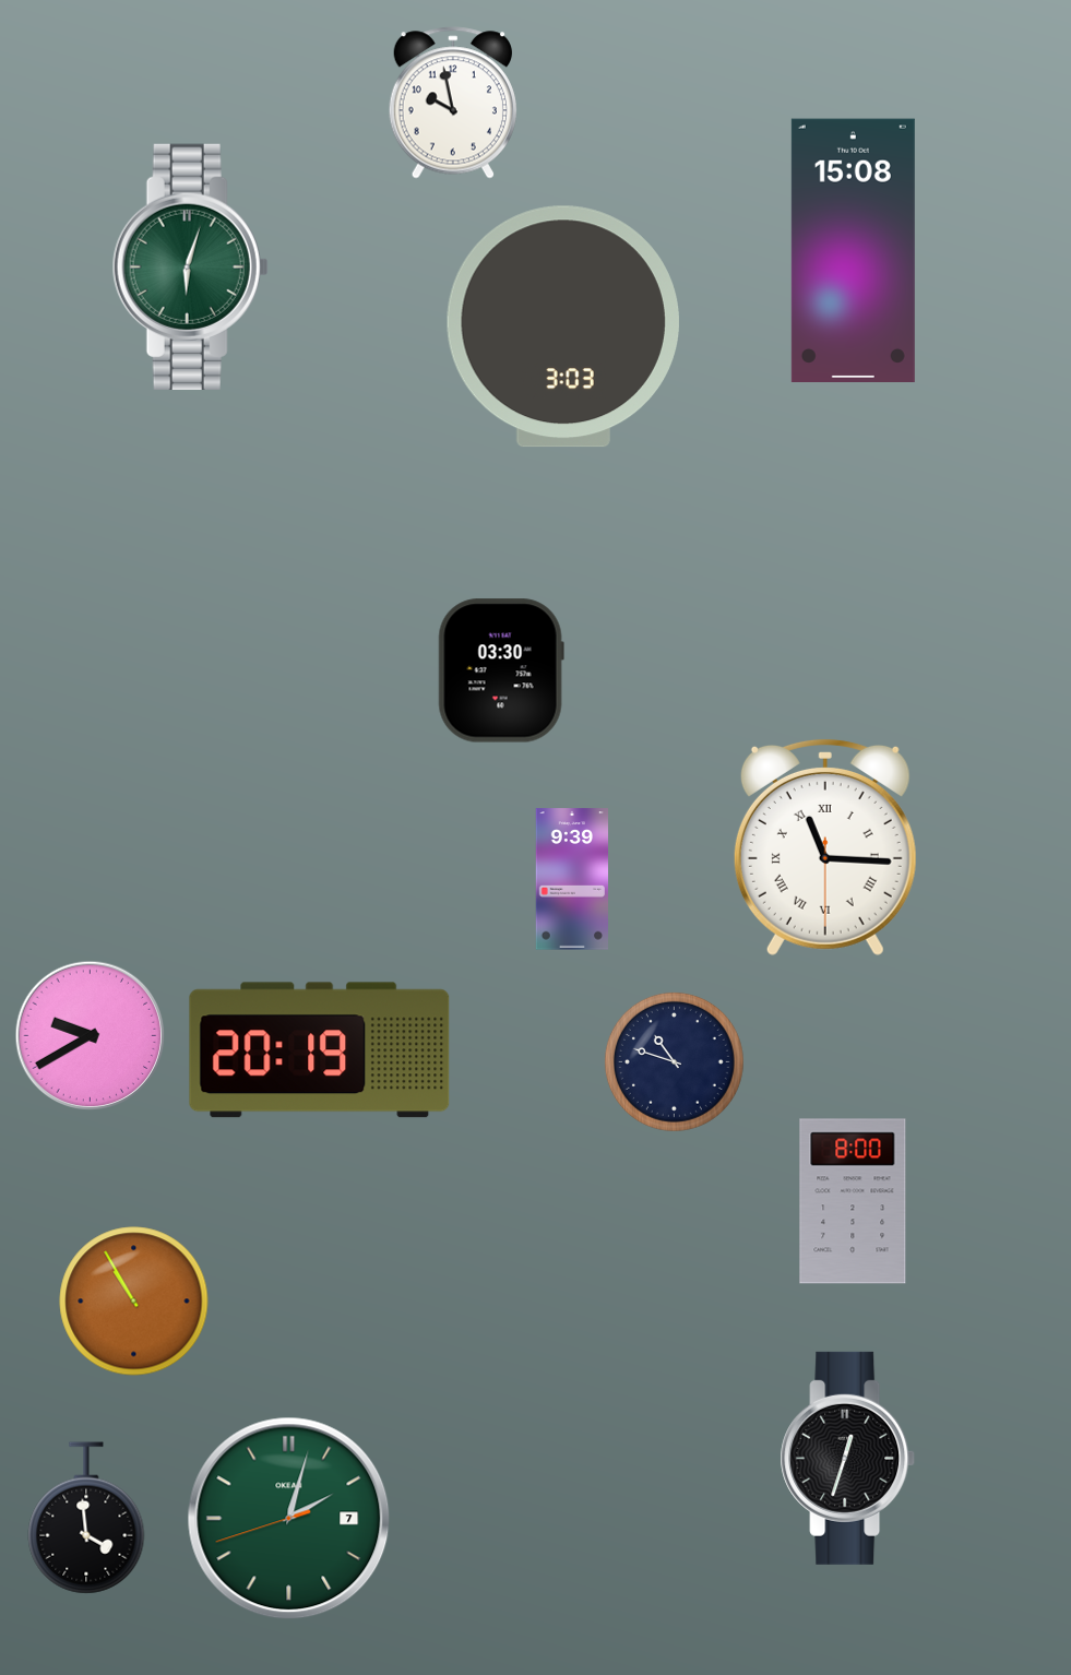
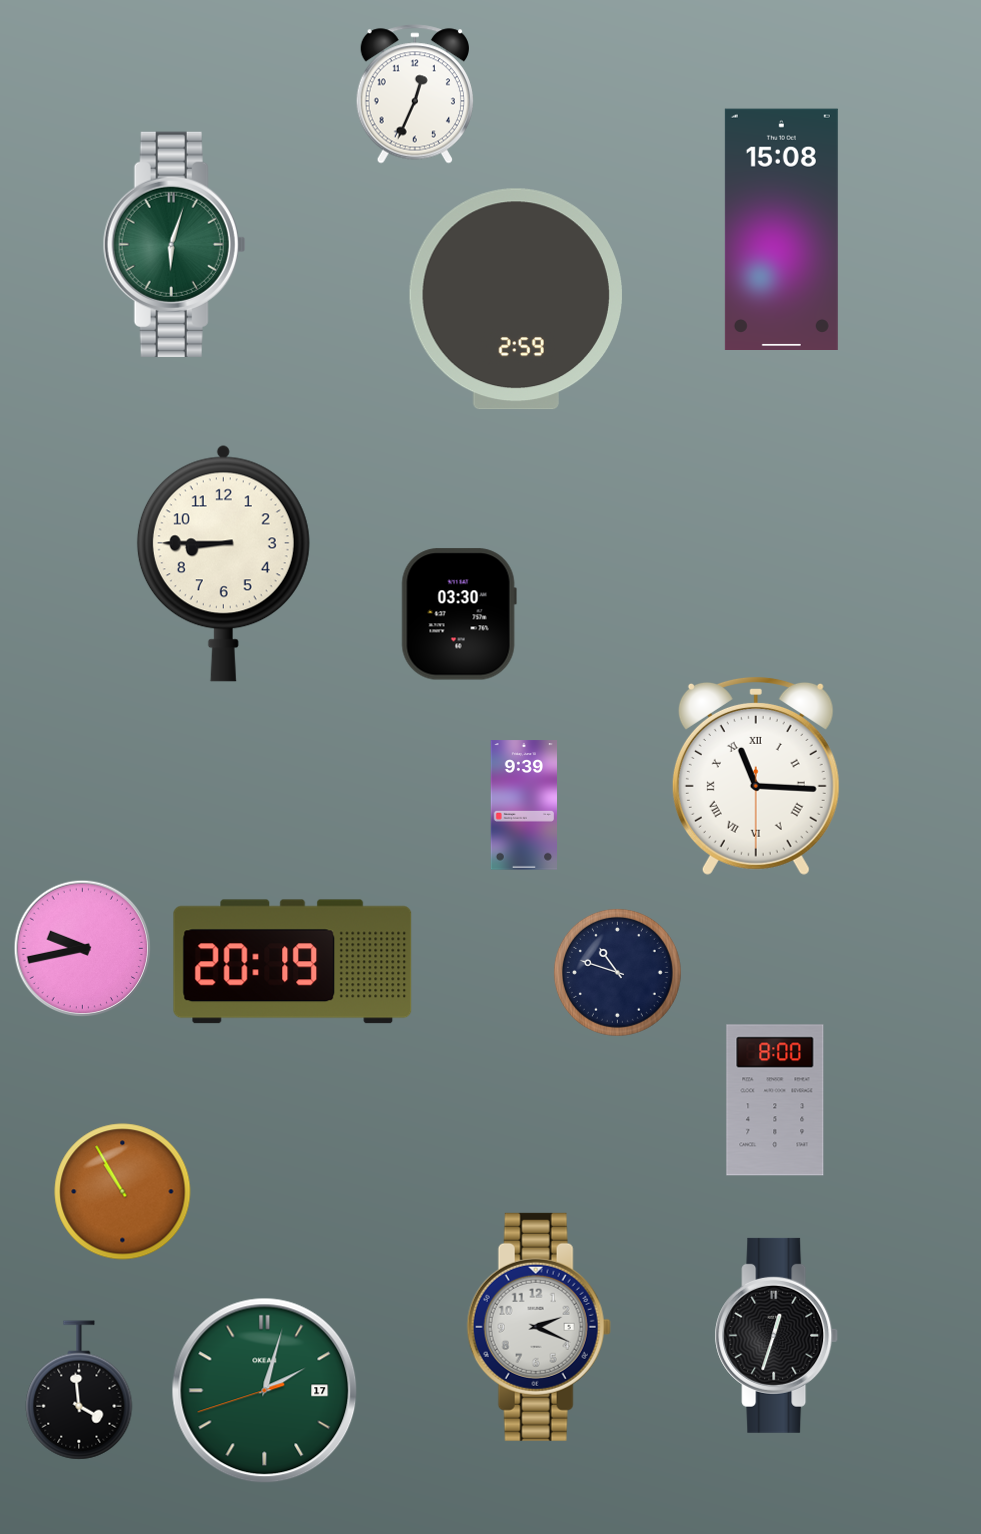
clock at (452, 103): 9:58 -> 12:34
clock at (563, 326): 3:03 -> 2:59
clock at (223, 563): none -> 8:45
clock at (91, 1036): 9:40 -> 9:43
clock at (853, 1201) position: (853, 1201) -> (775, 1100)
clock at (539, 1327): none -> 2:19
clock at (289, 1519) date: 7 -> 17
